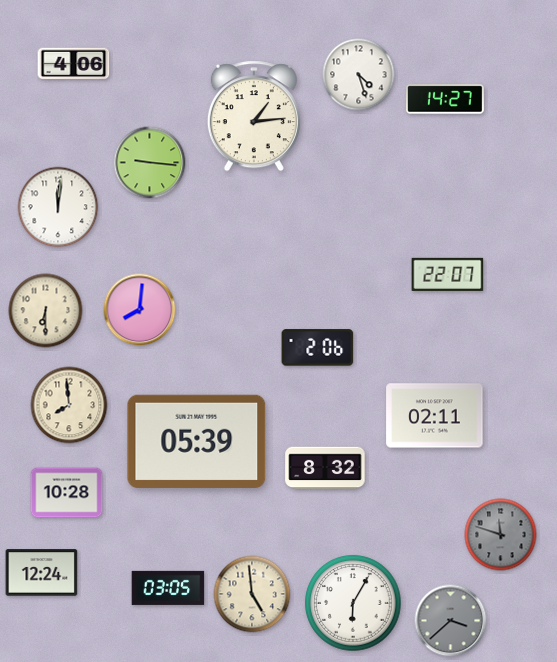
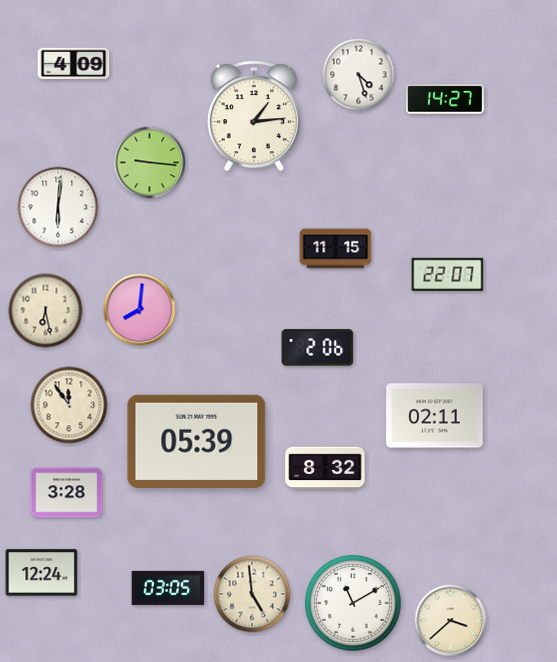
clock at (74, 64): 4:06 -> 4:09
clock at (58, 207): 12:01 -> 6:01
clock at (336, 249): none -> 11:15
clock at (46, 311): 6:30 -> 6:28
clock at (69, 405): 7:59 -> 11:54
clock at (67, 493): 10:28 -> 3:28
clock at (501, 535): 11:48 -> none
clock at (353, 603): 6:05 -> 11:10
clock at (451, 621) dial: grey -> cream
